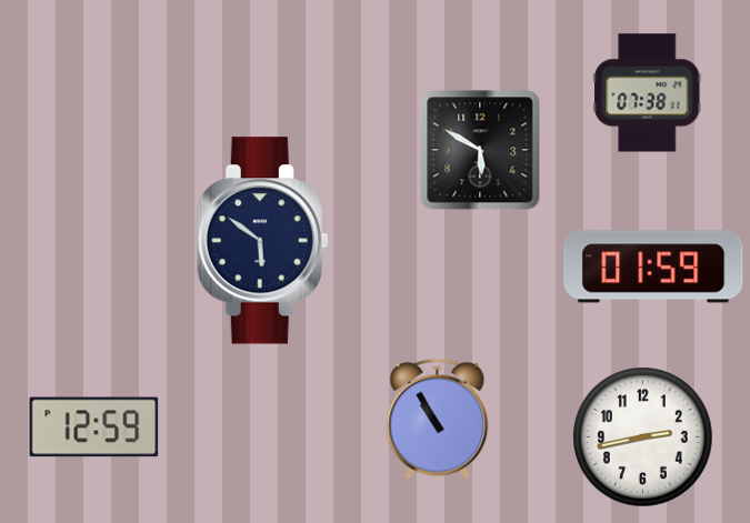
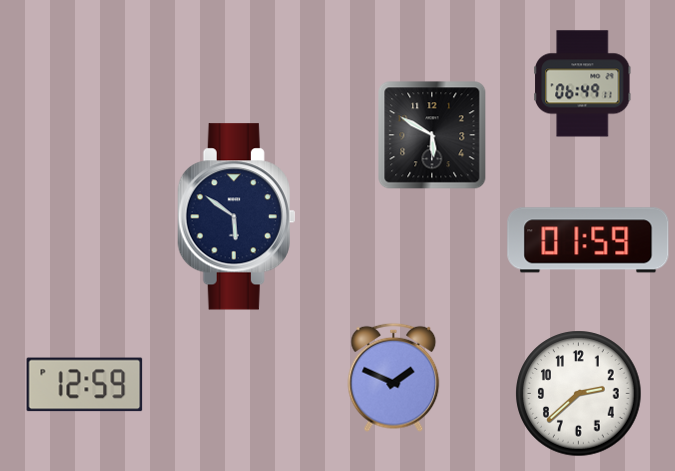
clock at (648, 93): 07:38 -> 06:49
clock at (438, 419): 10:55 -> 1:49
clock at (643, 437): 2:43 -> 2:38
